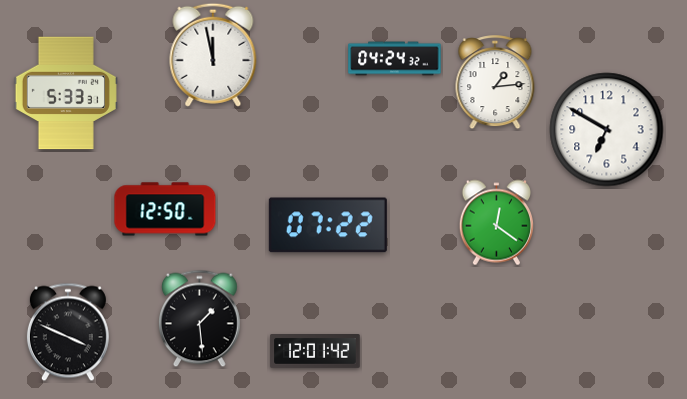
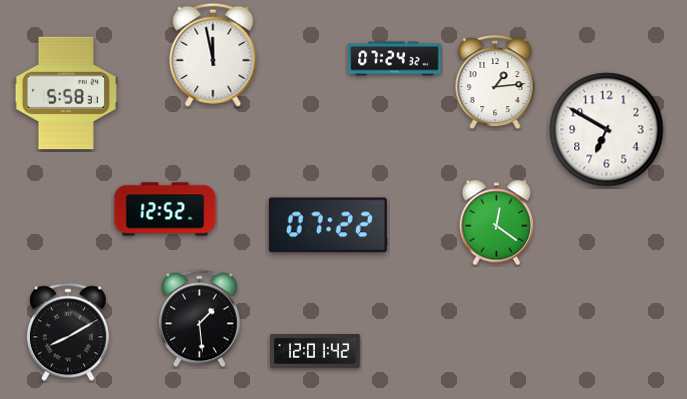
clock at (395, 59): 04:24 -> 07:24
clock at (66, 93): 5:33 -> 5:58
clock at (165, 209): 12:50 -> 12:52
clock at (68, 332): 3:49 -> 8:10
